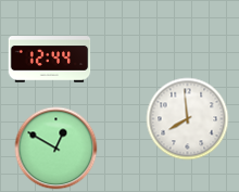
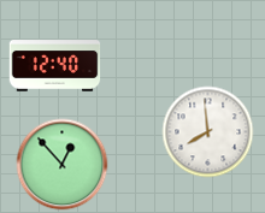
clock at (50, 60): 12:44 -> 12:40
clock at (56, 149): 12:50 -> 12:53
